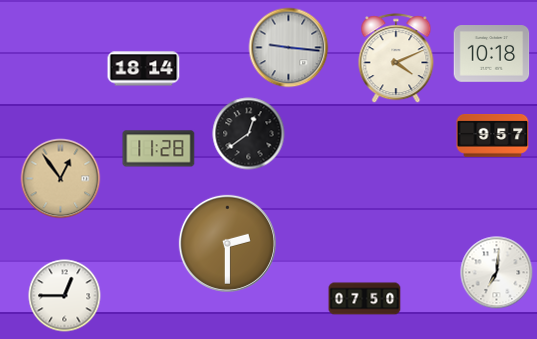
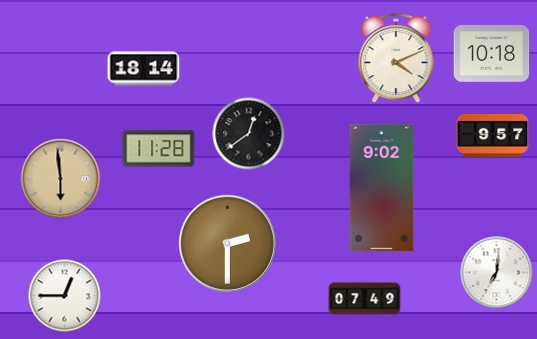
clock at (289, 48): 9:16 -> none
clock at (61, 179): 12:54 -> 5:59
clock at (382, 188): none -> 9:02
clock at (365, 299): 07:50 -> 07:49
